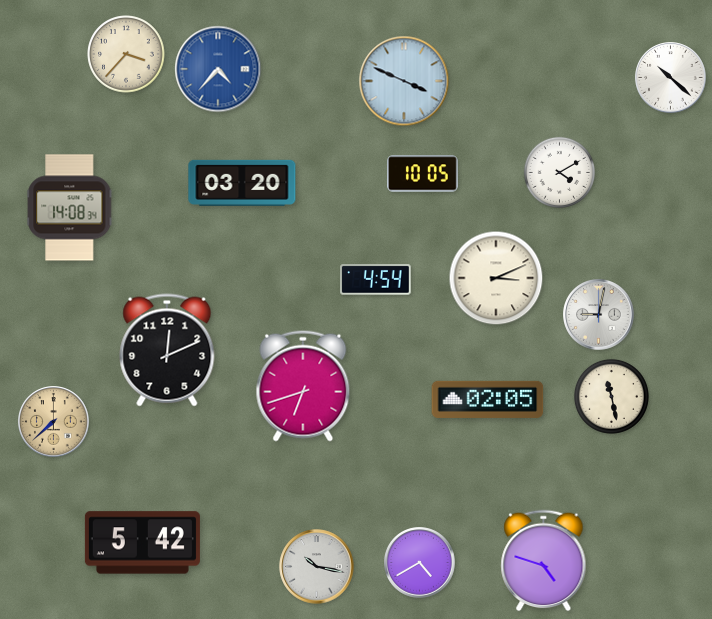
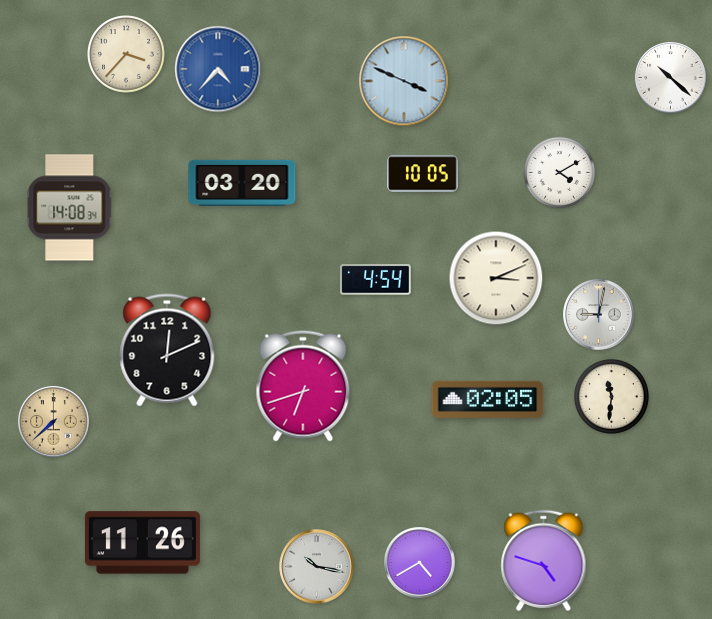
clock at (611, 396): 11:28 -> 11:31
clock at (142, 543): 5:42 -> 11:26
